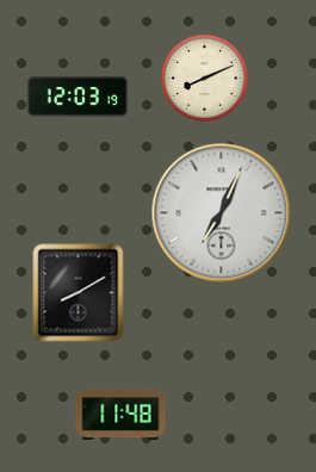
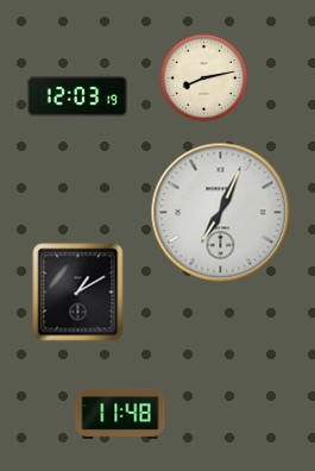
clock at (204, 77): 8:11 -> 8:13
clock at (79, 293): 8:10 -> 1:10
